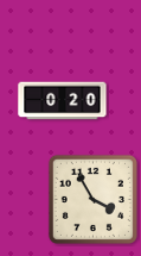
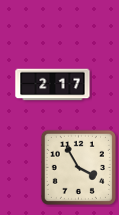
clock at (63, 101): 0:20 -> 2:17
